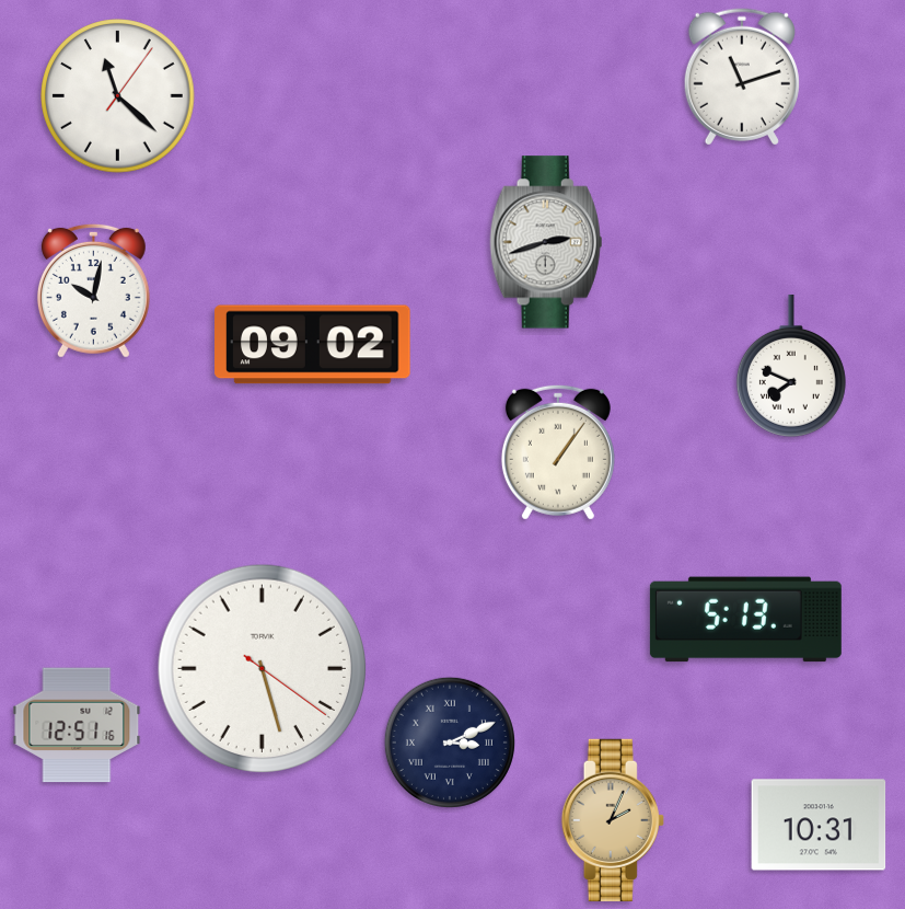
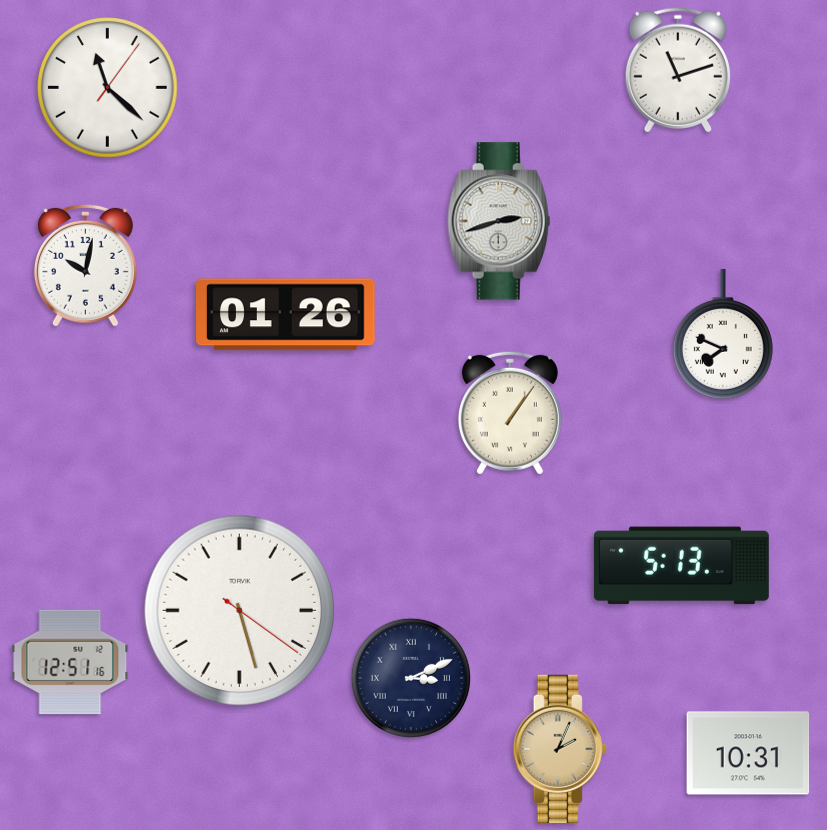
clock at (313, 345): 09:02 -> 01:26
